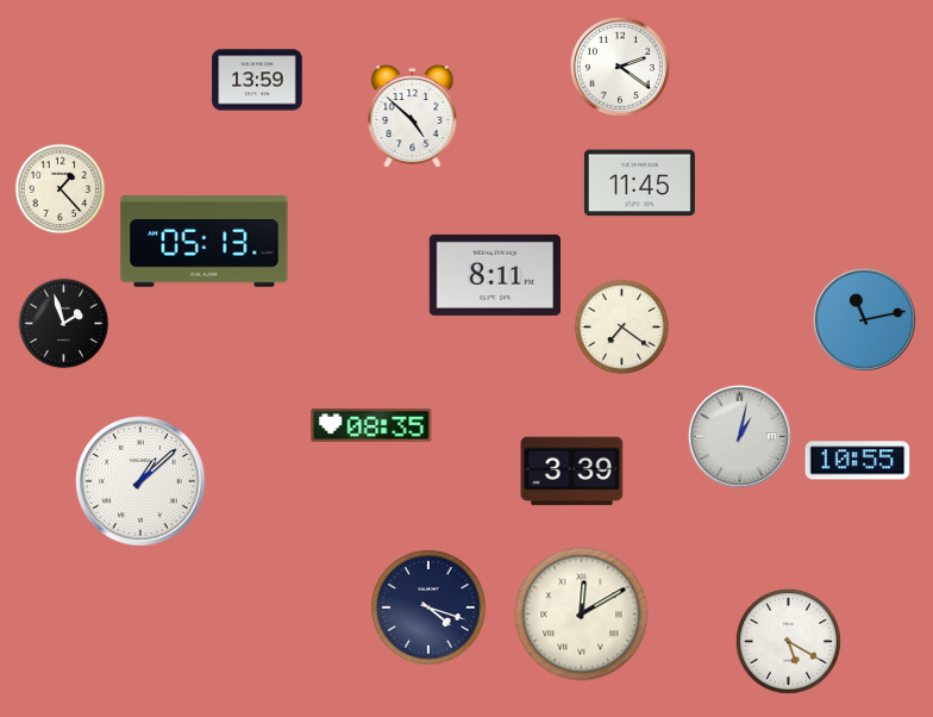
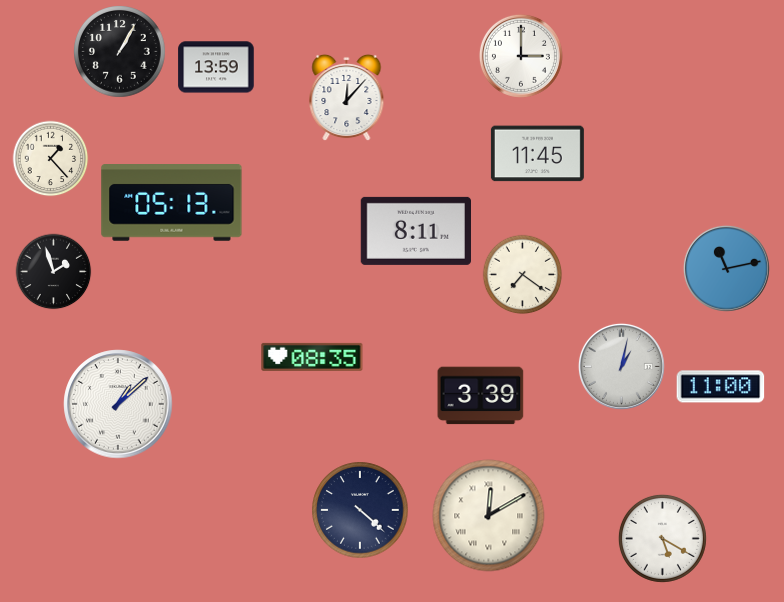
clock at (120, 52): none -> 1:05
clock at (620, 67): 2:21 -> 3:00
clock at (413, 117): 4:52 -> 12:07
clock at (858, 461): 10:55 -> 11:00
clock at (428, 607): 4:18 -> 4:22
